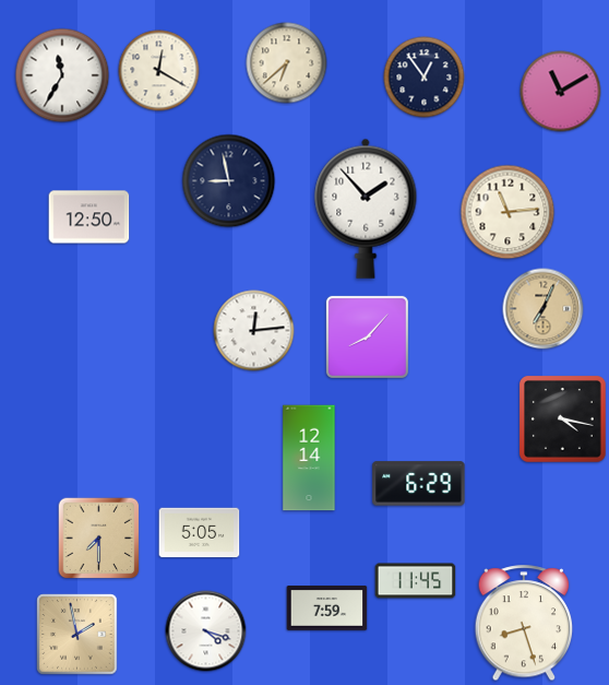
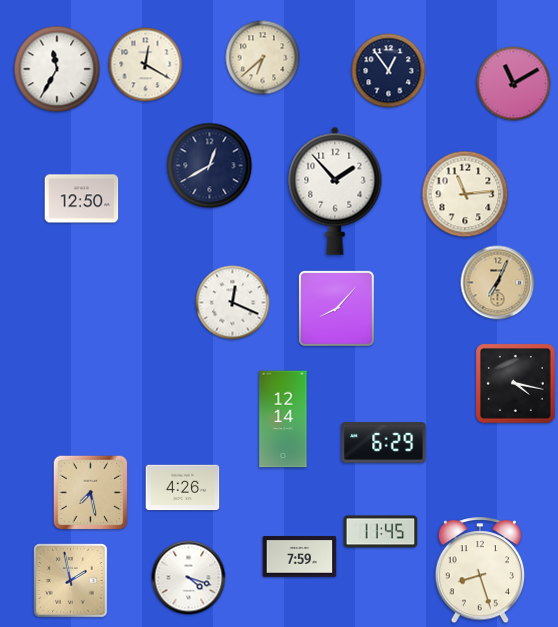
clock at (229, 181): 8:58 -> 12:40
clock at (254, 331): 12:14 -> 12:19
clock at (200, 533): 5:05 -> 4:26
clock at (99, 539): 7:30 -> 7:28
